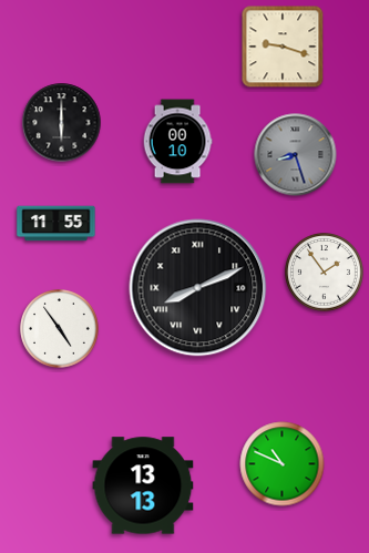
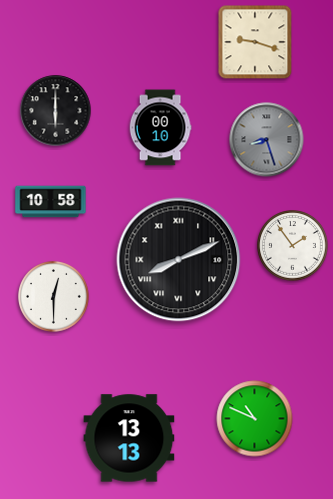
clock at (57, 224): 11:55 -> 10:58
clock at (60, 329): 4:54 -> 12:30
